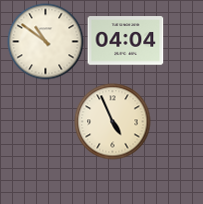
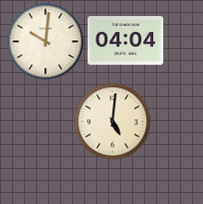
clock at (46, 42): 10:51 -> 10:01
clock at (113, 122): 4:56 -> 5:01
